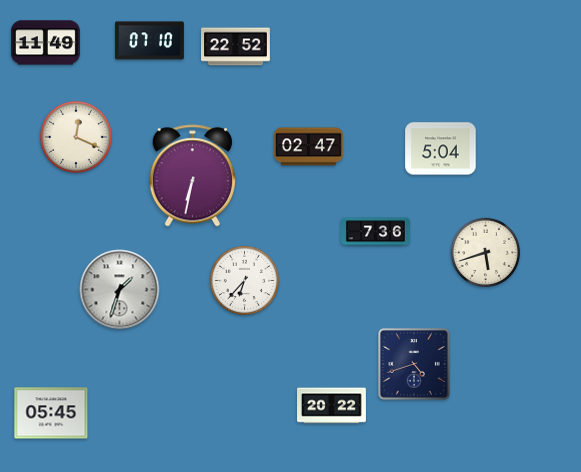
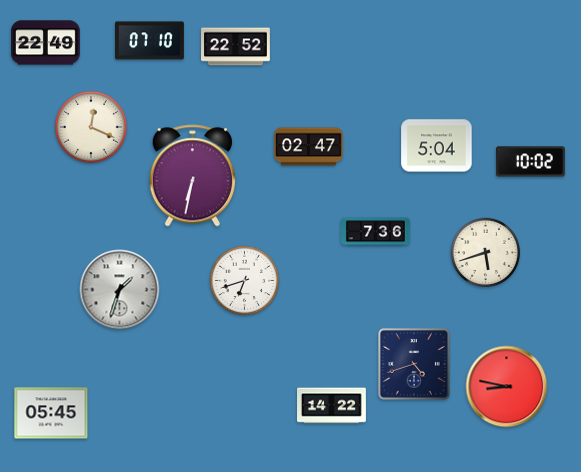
clock at (46, 43): 11:49 -> 22:49
clock at (76, 137) position: (76, 137) -> (91, 127)
clock at (441, 149) position: (441, 149) -> (437, 146)
clock at (530, 162): none -> 10:02
clock at (244, 280): 6:37 -> 6:42
clock at (507, 387): none -> 8:47
clock at (332, 406): 20:22 -> 14:22
